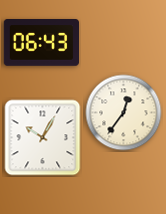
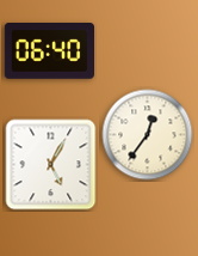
clock at (42, 43): 06:43 -> 06:40
clock at (43, 138): 10:05 -> 5:05
